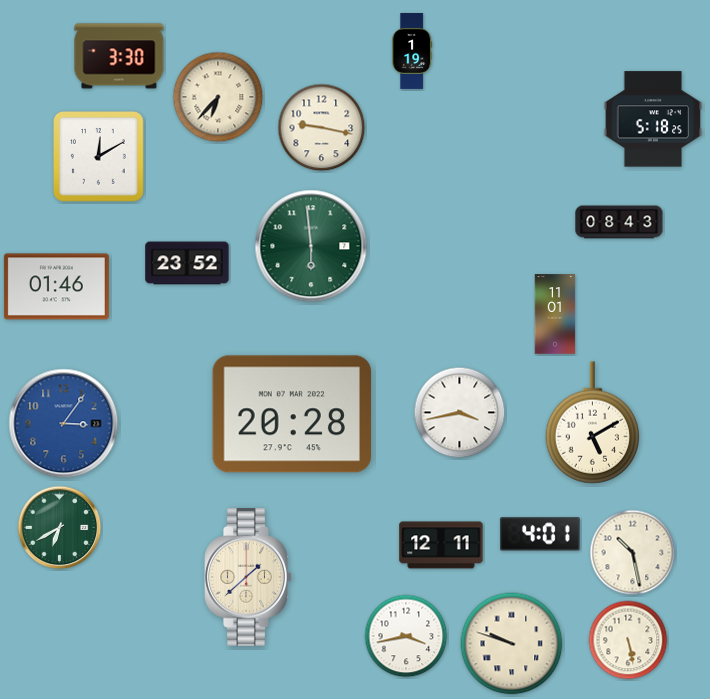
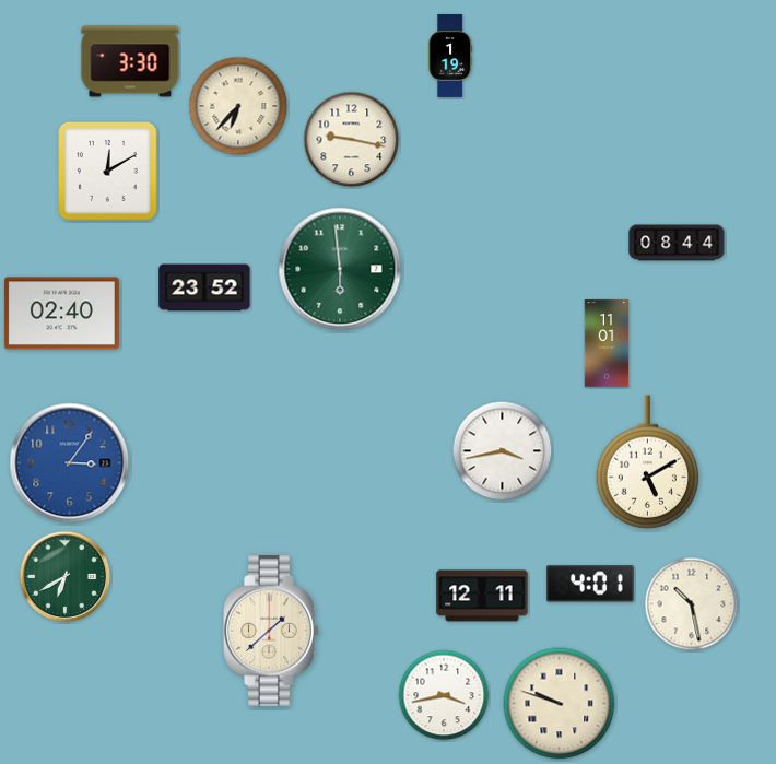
clock at (653, 119): 5:18 -> none
clock at (619, 222): 08:43 -> 08:44
clock at (56, 287): 01:46 -> 02:40
clock at (291, 414): 20:28 -> none
clock at (628, 640): 5:28 -> none
